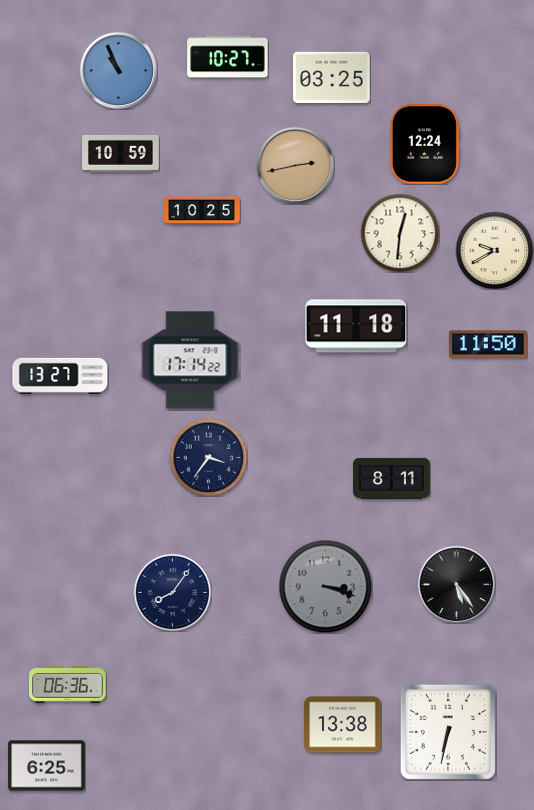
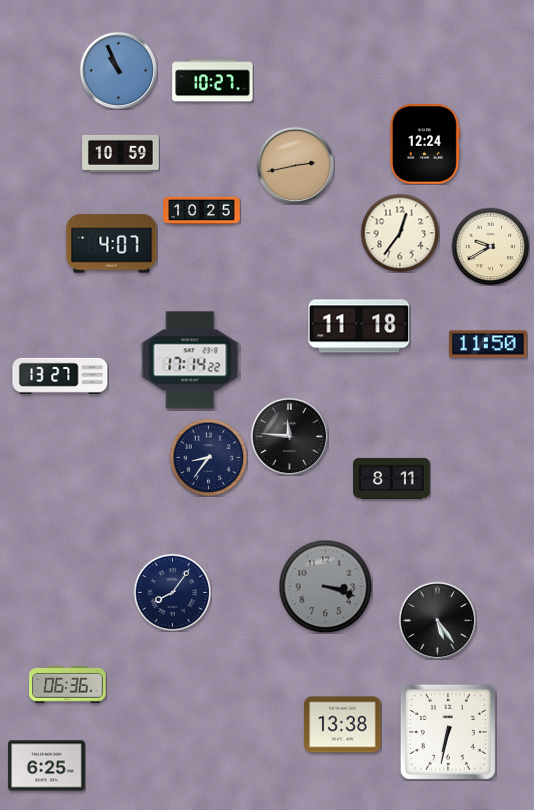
clock at (228, 57) position: (228, 57) -> (213, 81)
clock at (332, 77): 03:25 -> none
clock at (400, 233): 12:31 -> 12:36
clock at (112, 244): none -> 4:07
clock at (494, 250) position: (494, 250) -> (490, 246)
clock at (356, 326) position: (356, 326) -> (359, 326)
clock at (289, 436): none -> 11:46
clock at (208, 457): 3:36 -> 8:36
clock at (456, 584) position: (456, 584) -> (437, 620)
